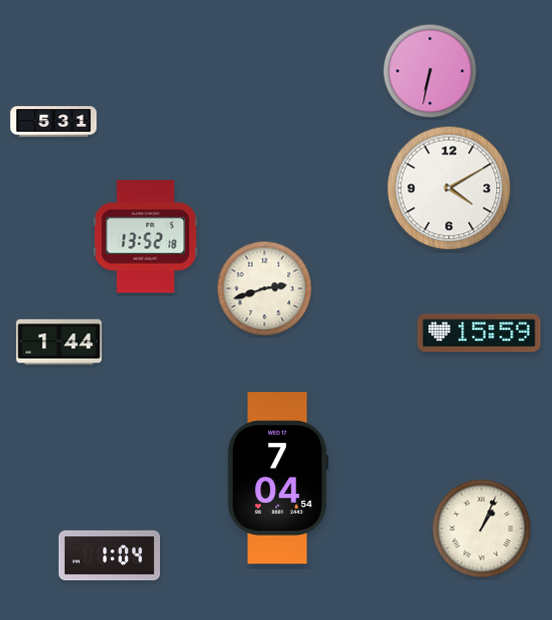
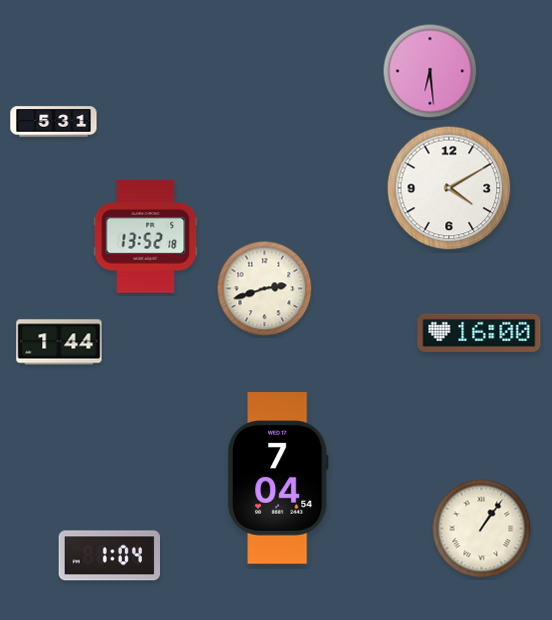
clock at (430, 71): 6:32 -> 6:29
clock at (479, 333): 15:59 -> 16:00
clock at (482, 529): 1:04 -> 1:06
